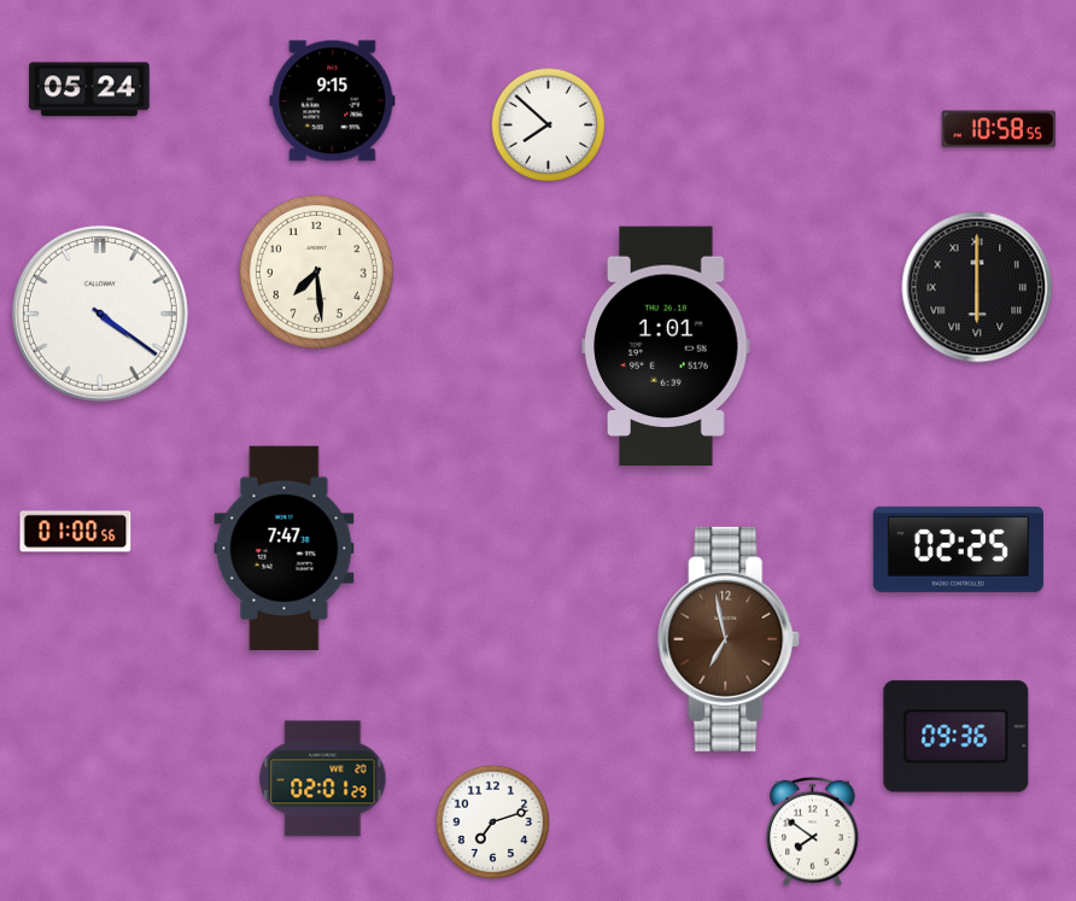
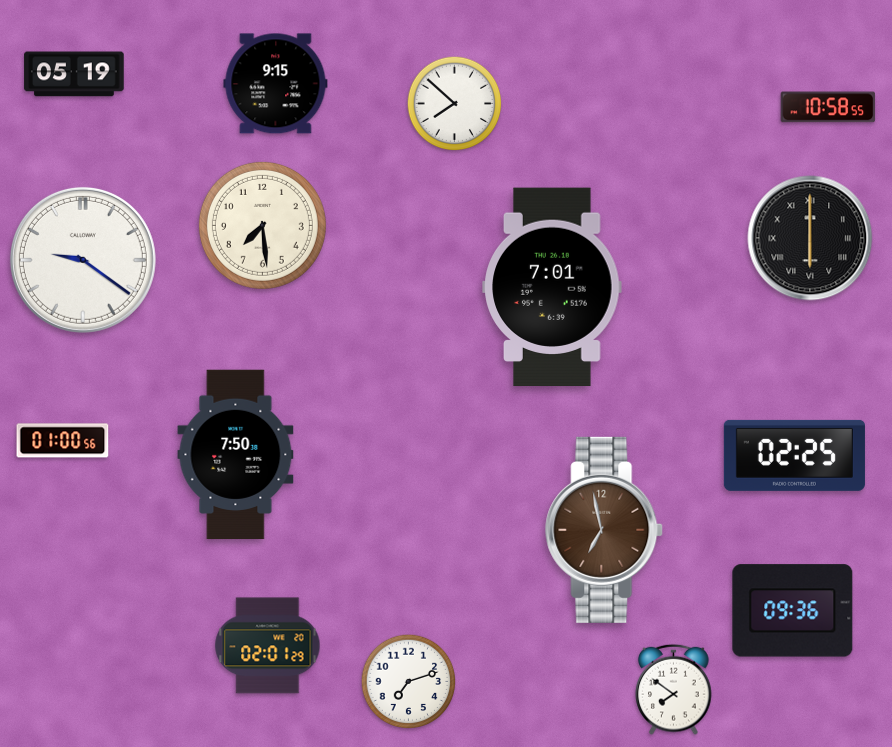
clock at (89, 89): 05:24 -> 05:19
clock at (100, 314): 4:21 -> 9:21
clock at (666, 346): 1:01 -> 7:01
clock at (285, 549): 7:47 -> 7:50
